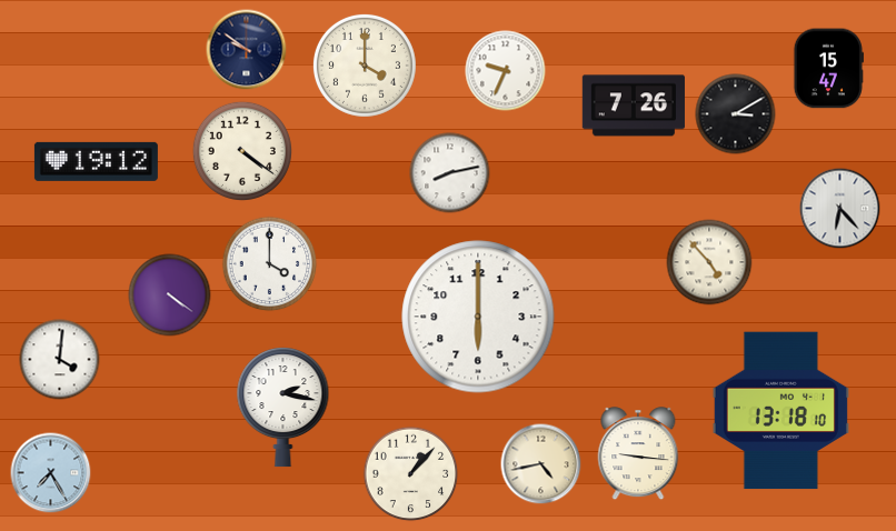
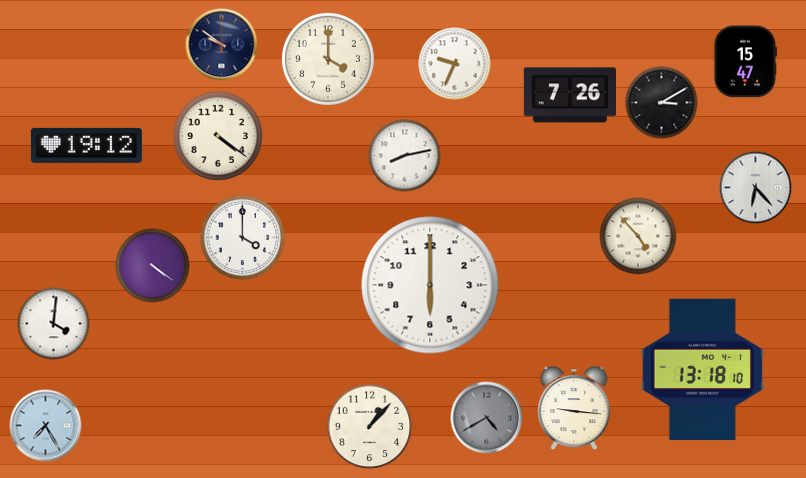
clock at (283, 408): 2:17 -> none
clock at (541, 464): 4:43 -> 4:40
clock at (541, 464) dial: cream -> grey
